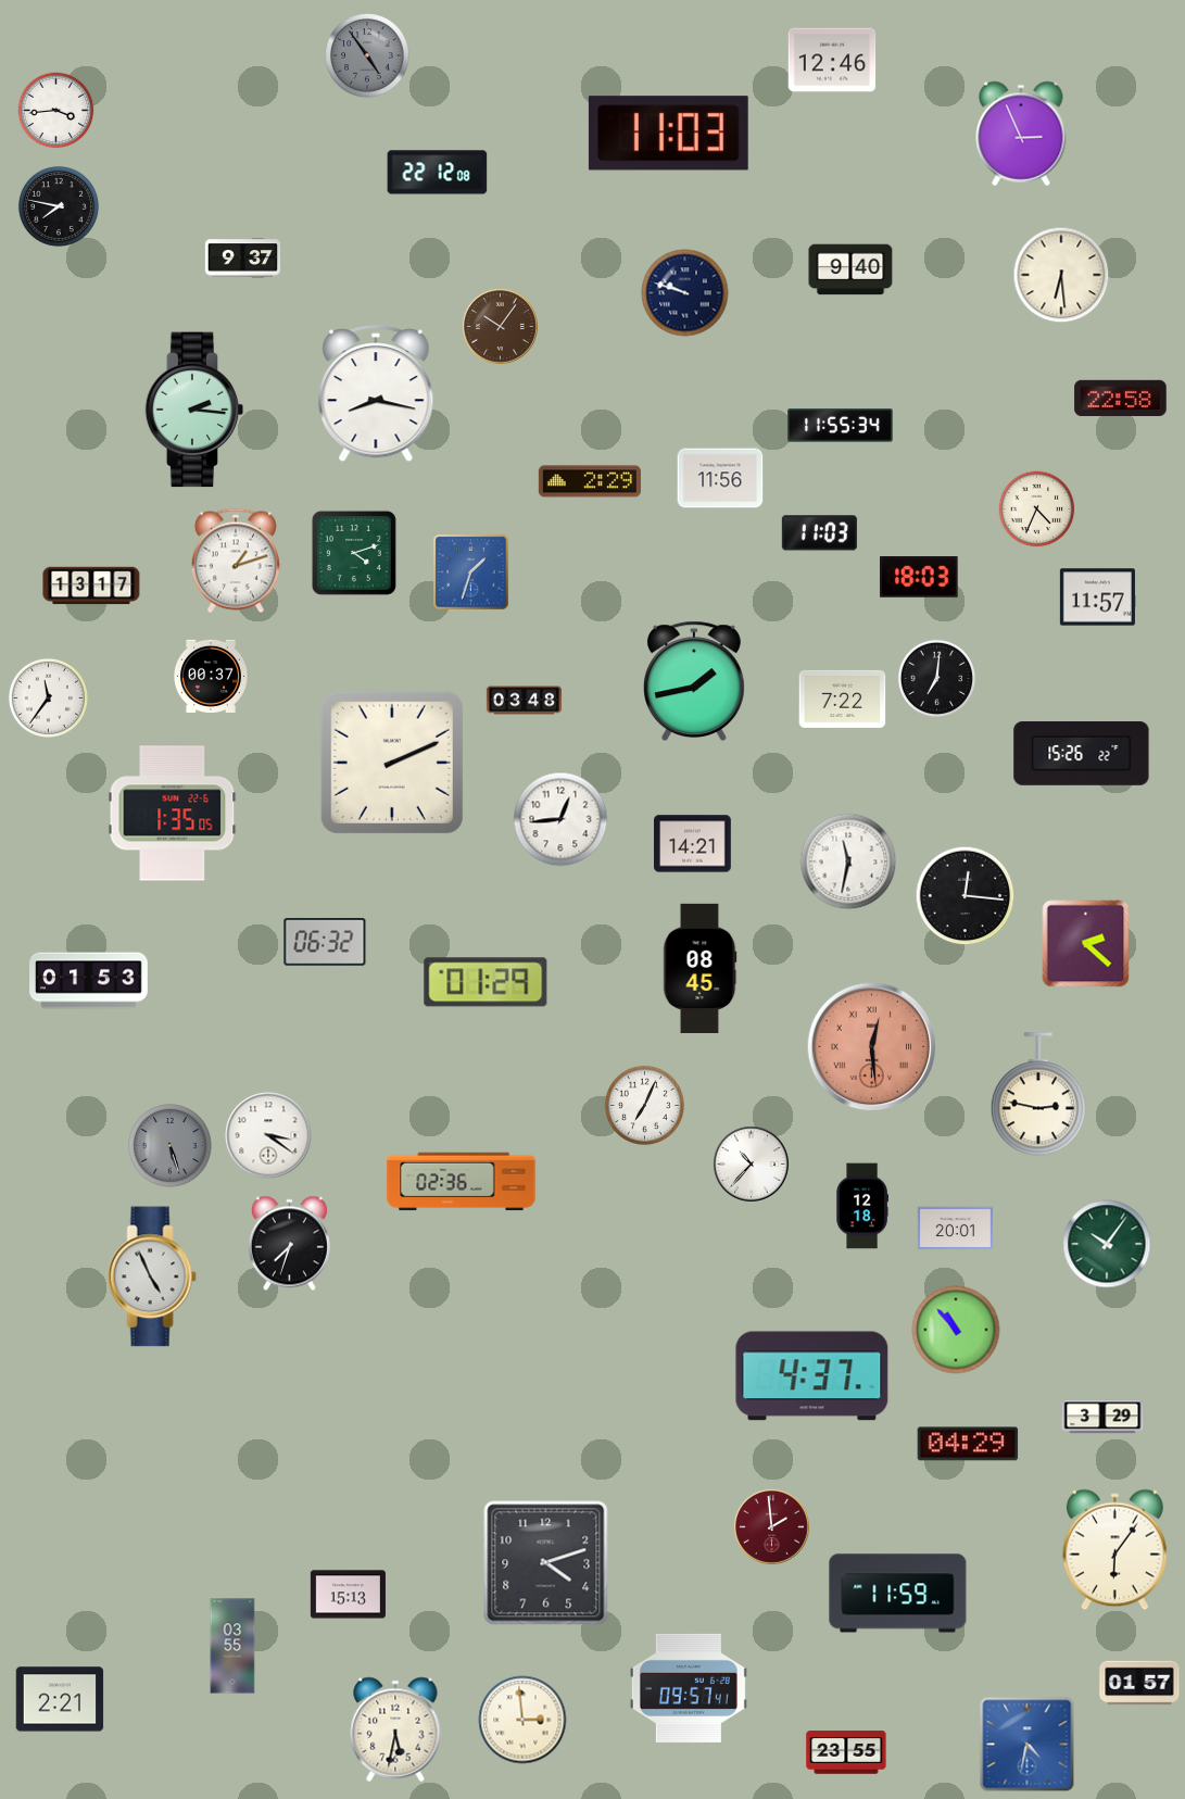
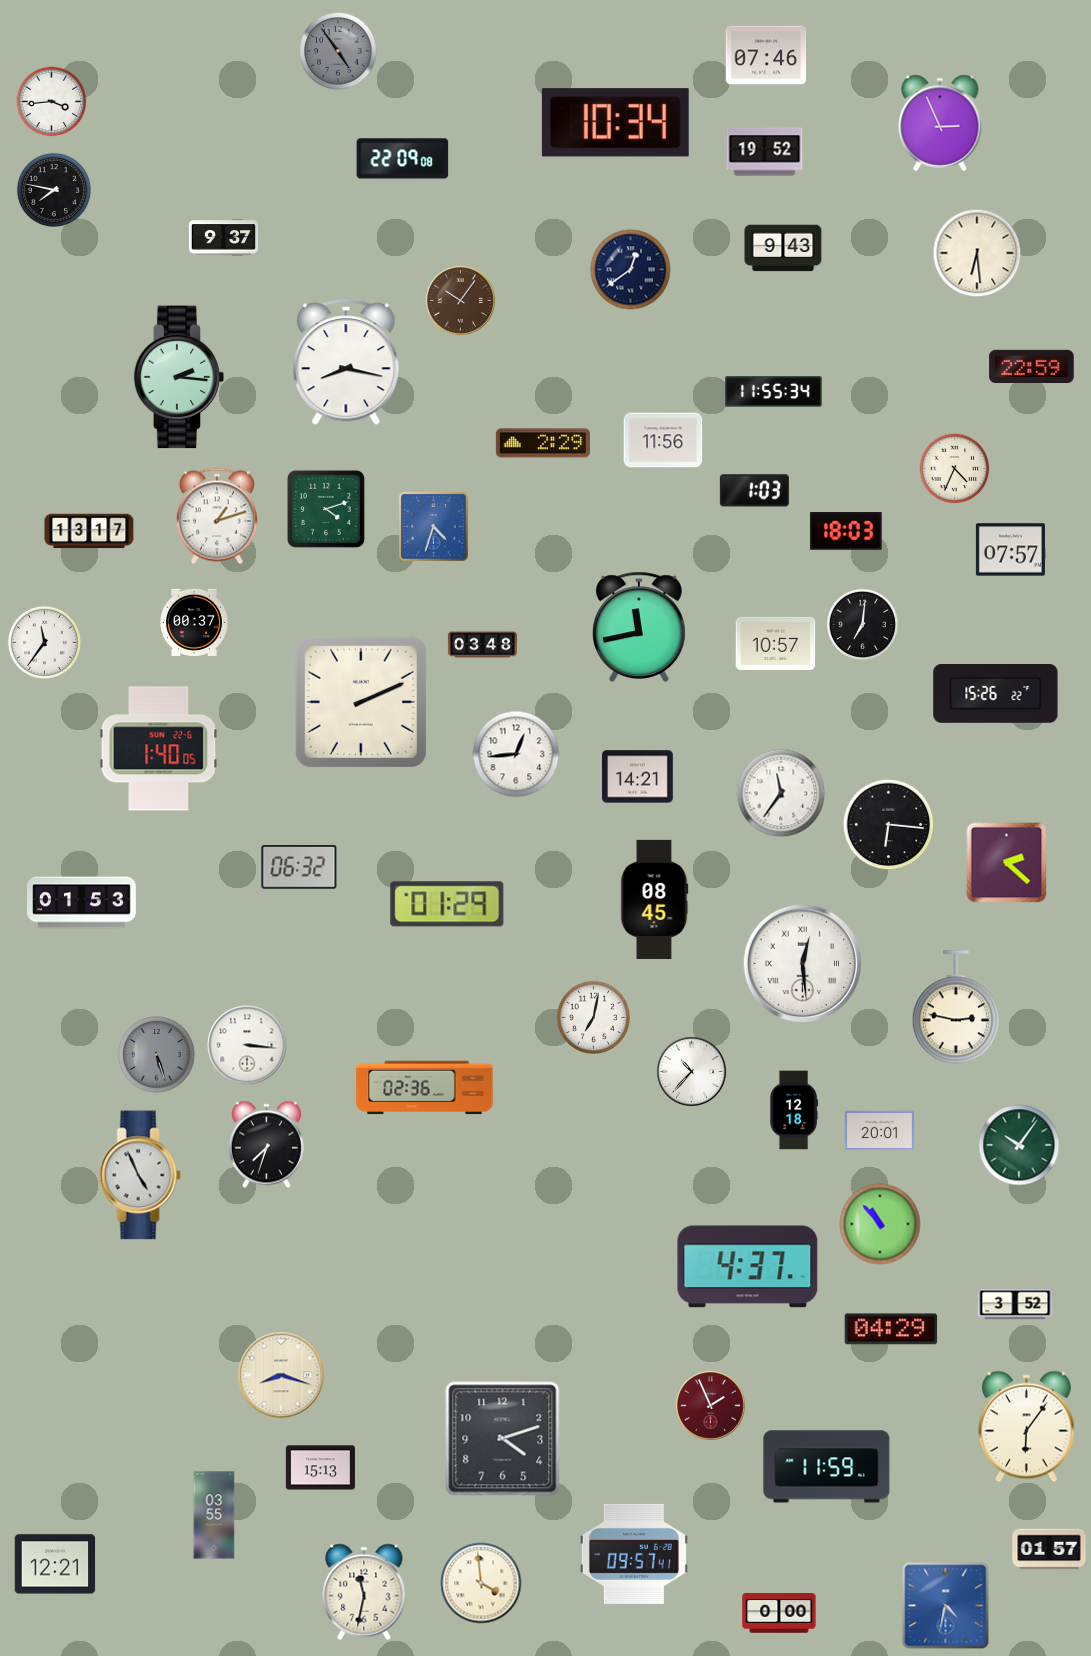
clock at (832, 60): 12:46 -> 07:46
clock at (668, 134): 11:03 -> 10:34
clock at (765, 152): none -> 19:52
clock at (438, 173): 22:12 -> 22:09
clock at (850, 269): 9:40 -> 9:43
clock at (685, 293): 9:48 -> 12:39
clock at (1121, 398): 22:58 -> 22:59
clock at (819, 533): 11:03 -> 1:03
clock at (471, 573): 1:33 -> 4:33
clock at (91, 586) position: (91, 586) -> (89, 531)
clock at (1097, 597): 11:57 -> 07:57
clock at (694, 680): 1:43 -> 11:43
clock at (843, 699): 7:22 -> 10:57
clock at (173, 814): 1:35 -> 1:40
clock at (848, 861): 11:32 -> 11:36
clock at (966, 896): 12:16 -> 6:16
clock at (1086, 944) position: (1086, 944) -> (1007, 863)
clock at (699, 968) position: (699, 968) -> (654, 899)
clock at (872, 1047) dial: salmon -> white
clock at (644, 1105): 7:04 -> 7:02
clock at (268, 1135): 3:21 -> 3:16
clock at (1102, 1417): 3:29 -> 3:52
clock at (281, 1375): none -> 8:18
clock at (771, 1526): 1:59 -> 1:56
clock at (60, 1699): 2:21 -> 12:21
clock at (522, 1720): 2:59 -> 3:59
clock at (395, 1729): 5:32 -> 11:32
clock at (846, 1752): 23:55 -> 0:00
